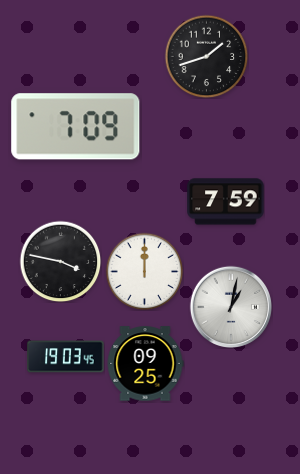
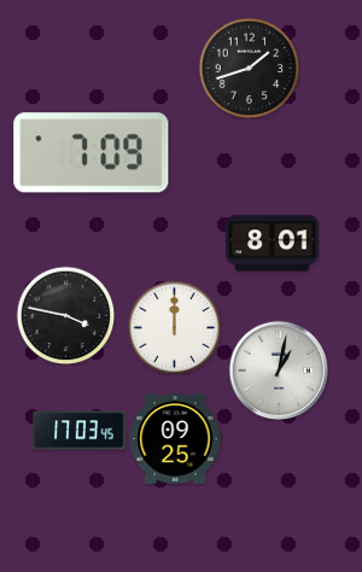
clock at (226, 202): 7:59 -> 8:01
clock at (60, 261) position: (60, 261) -> (65, 315)
clock at (66, 357): 19:03 -> 17:03
